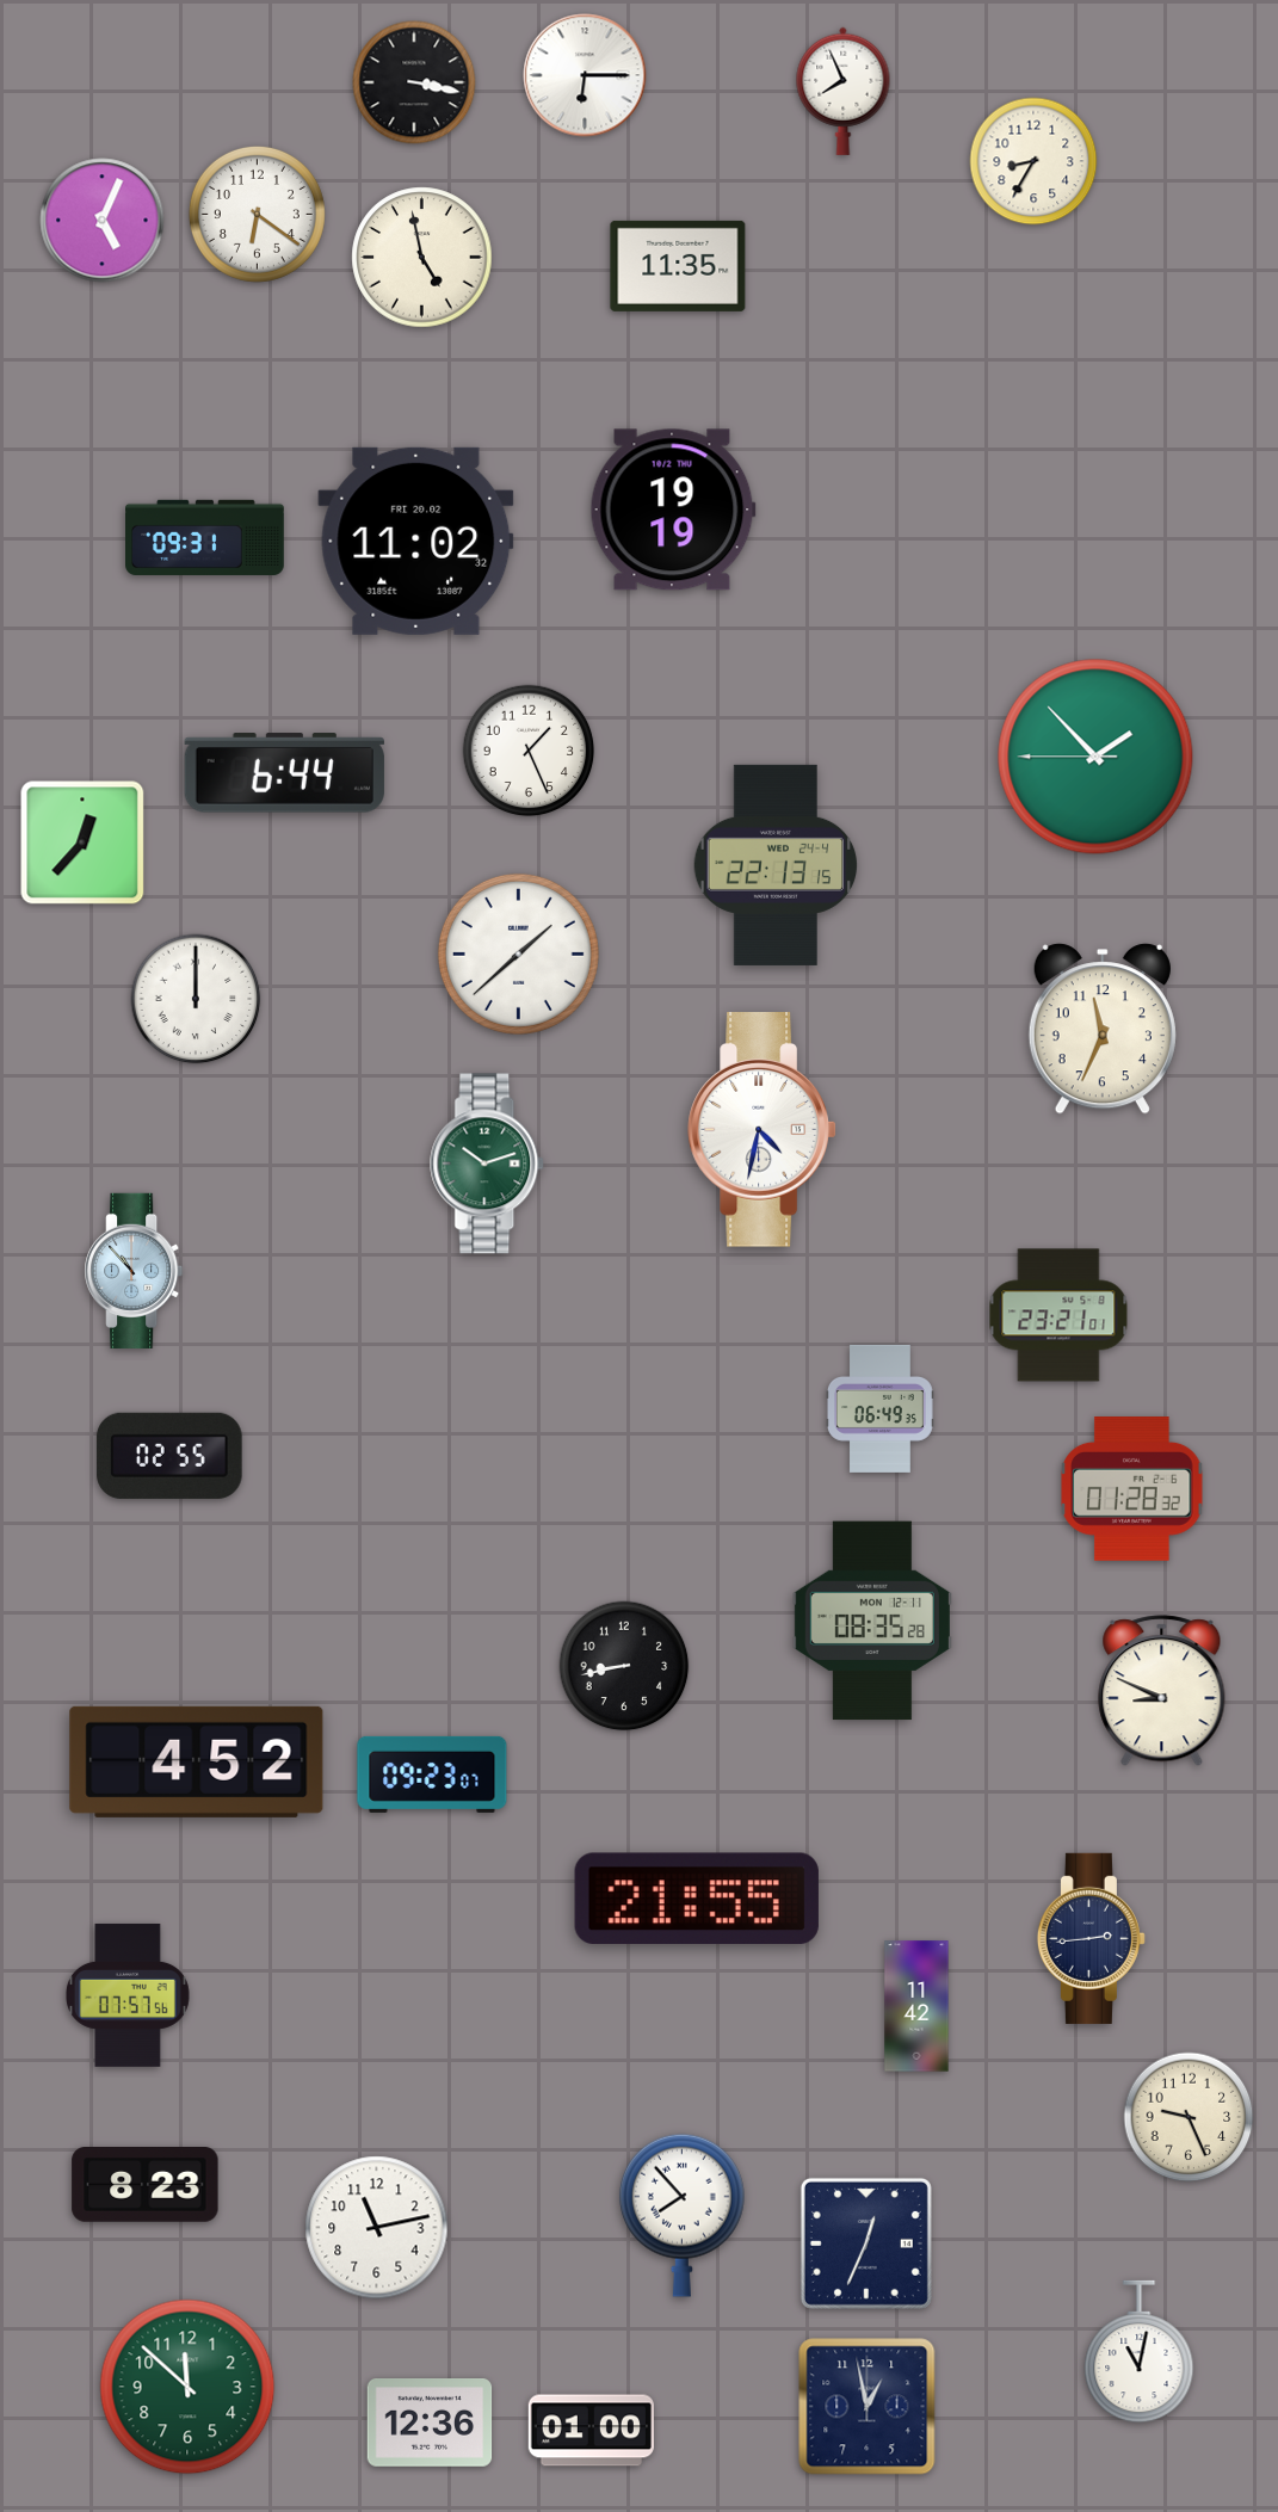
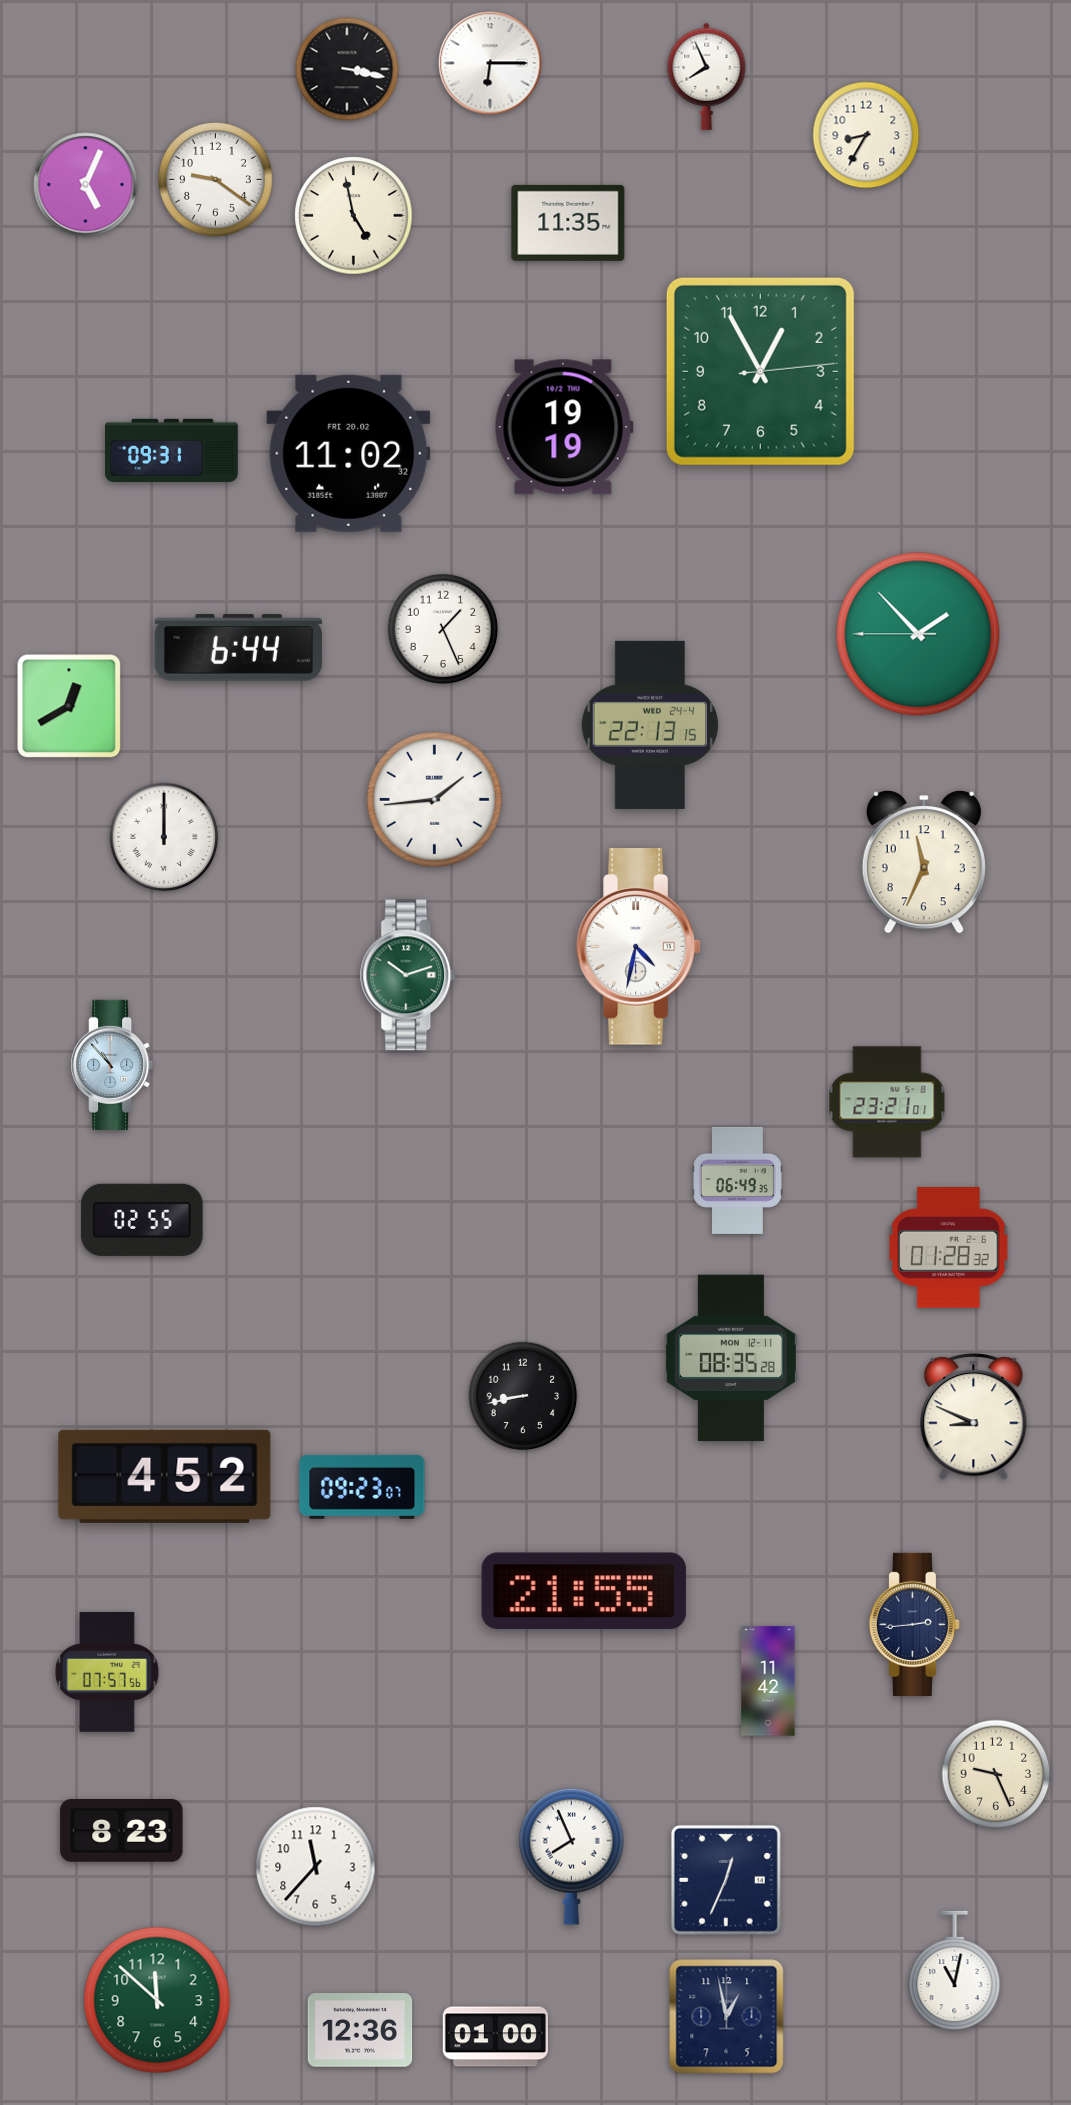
clock at (257, 214): 6:21 -> 9:21
clock at (760, 371): none -> 12:55
clock at (82, 843): 12:37 -> 12:40
clock at (518, 953): 1:38 -> 1:44
clock at (681, 2215): 7:53 -> 7:56
clock at (377, 2228): 11:13 -> 11:37
